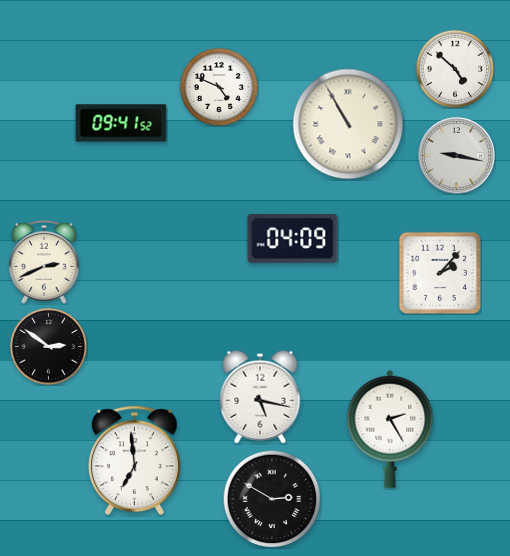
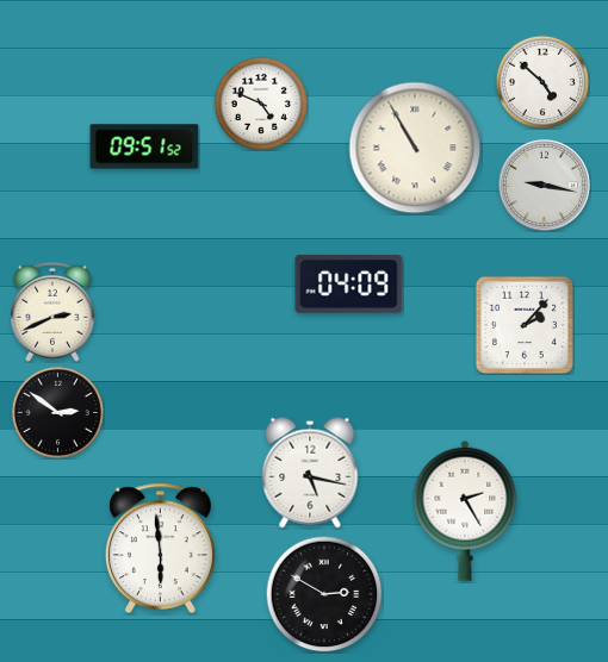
clock at (121, 123): 09:41 -> 09:51
clock at (135, 460): 6:59 -> 5:59
